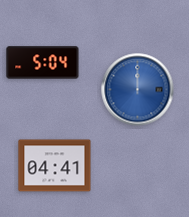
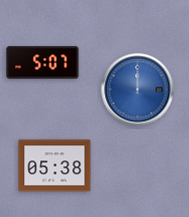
clock at (43, 63): 5:04 -> 5:07
clock at (55, 166): 04:41 -> 05:38
